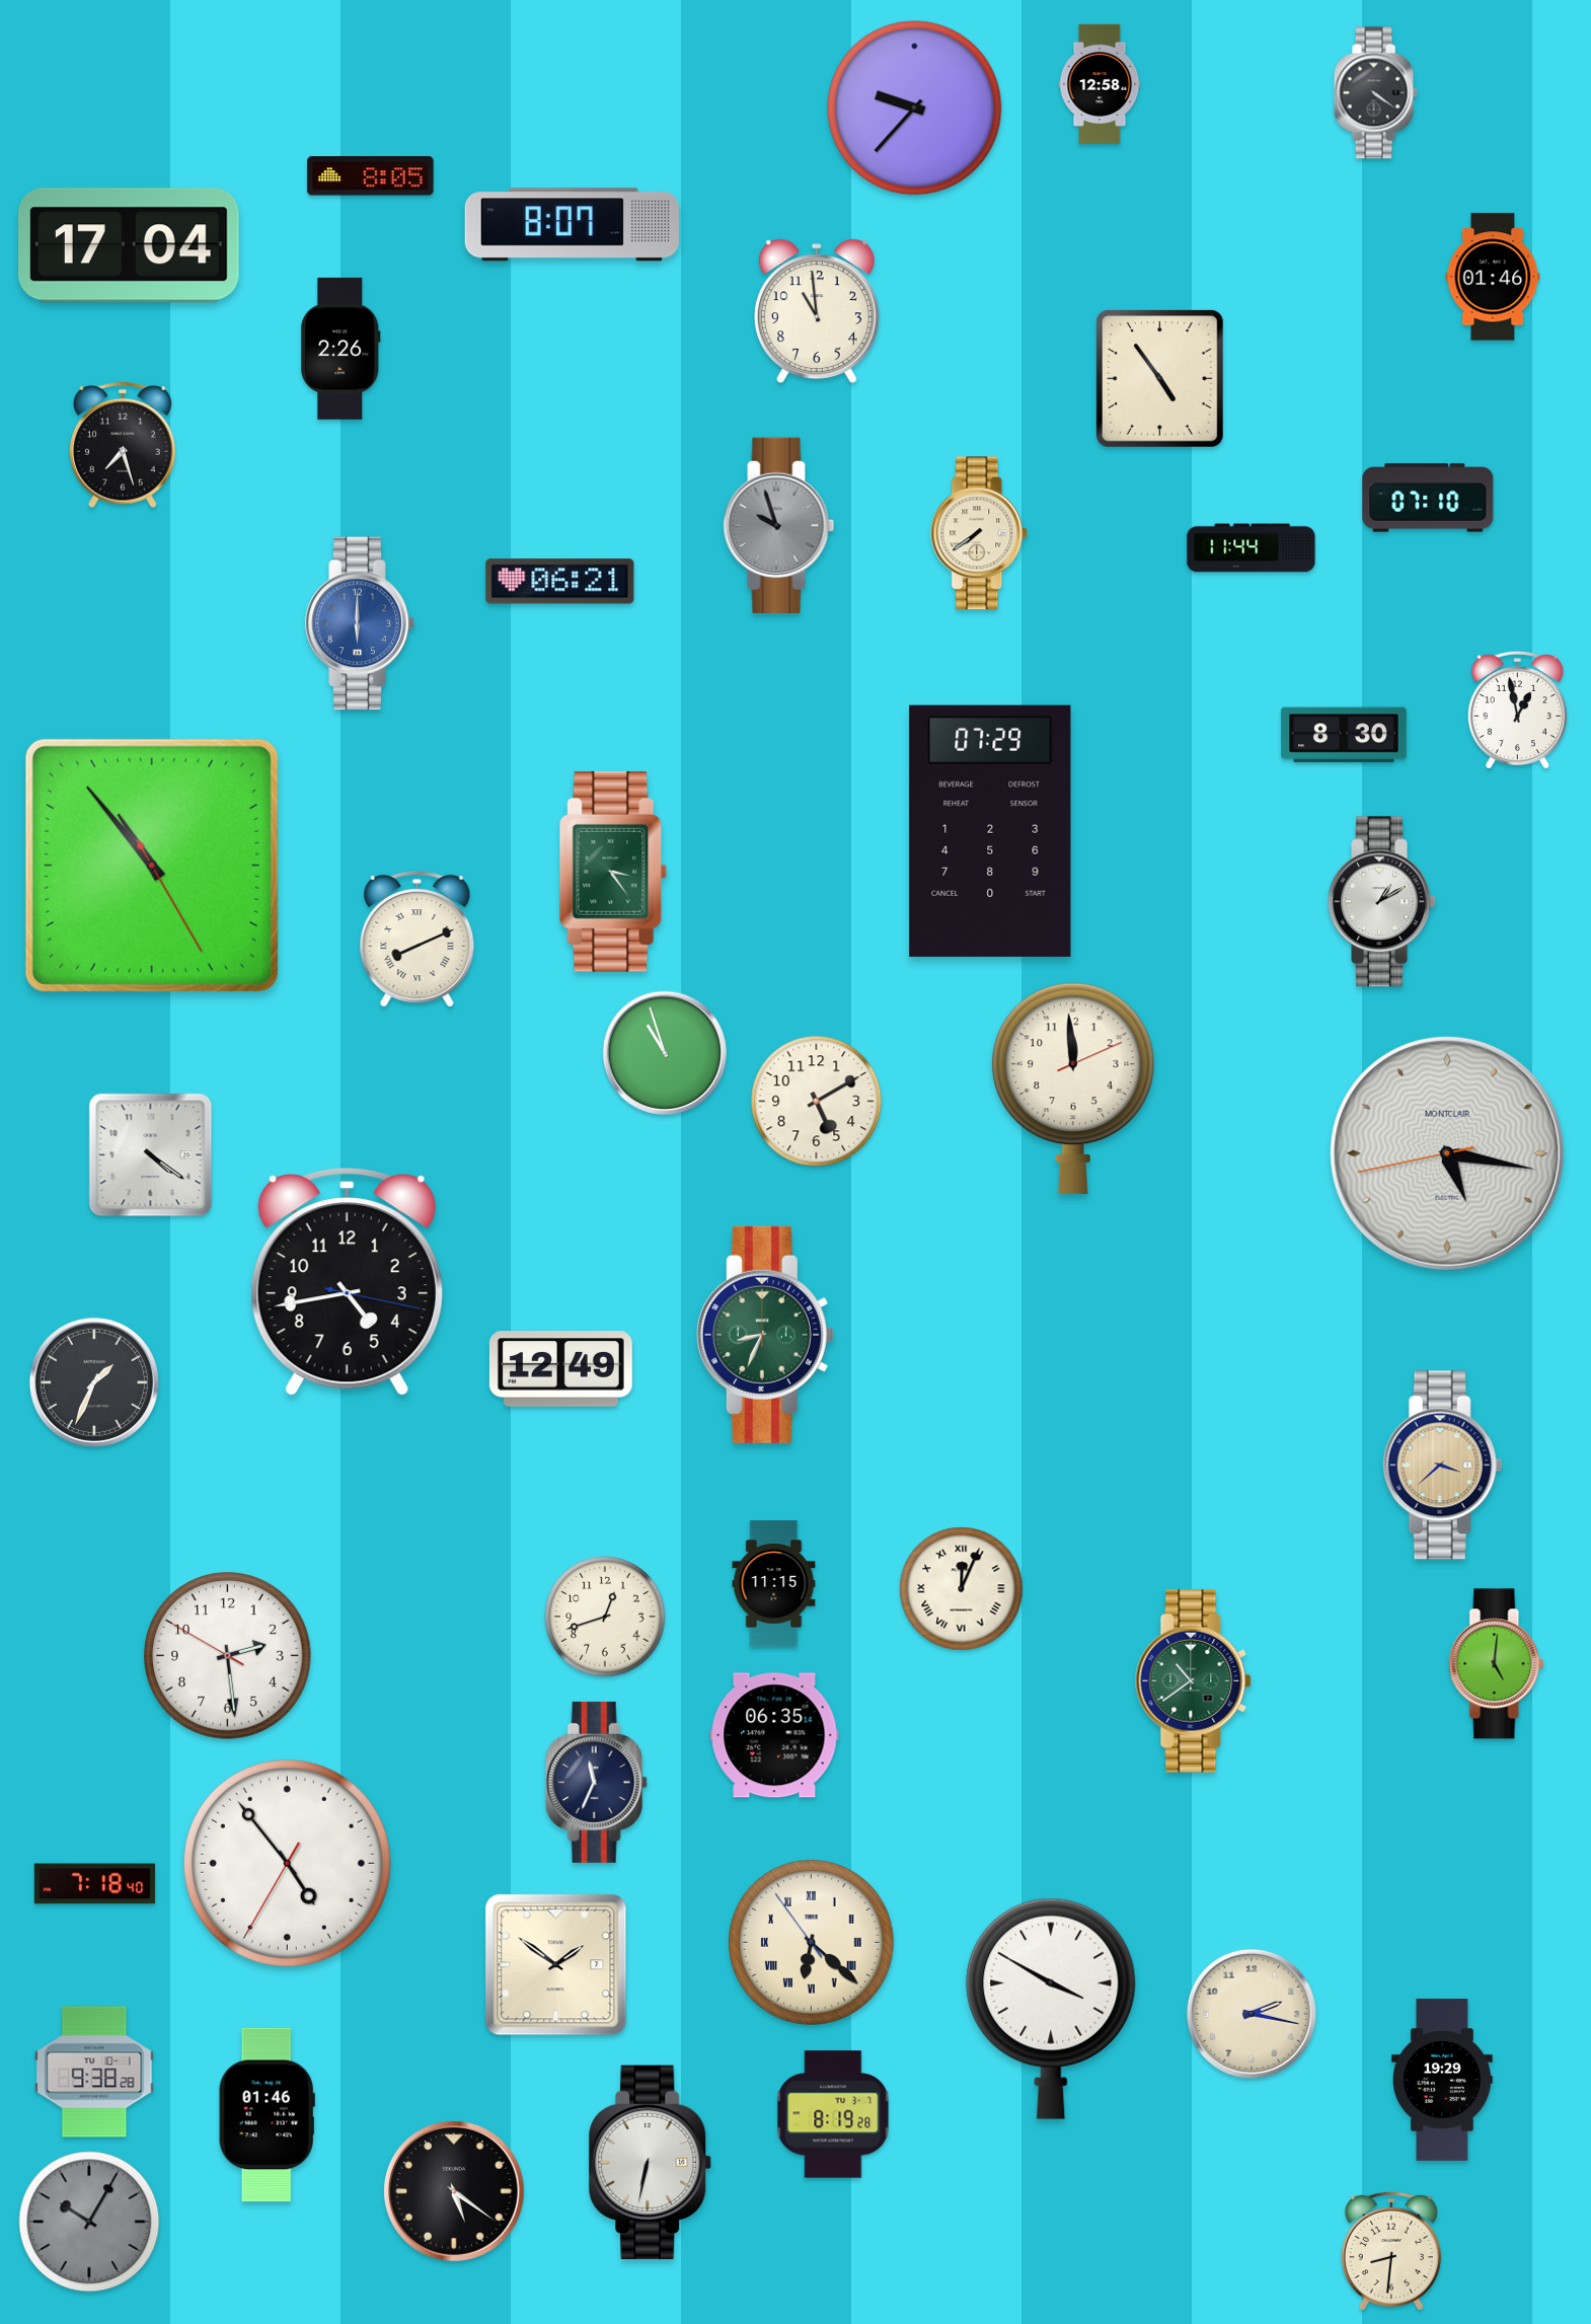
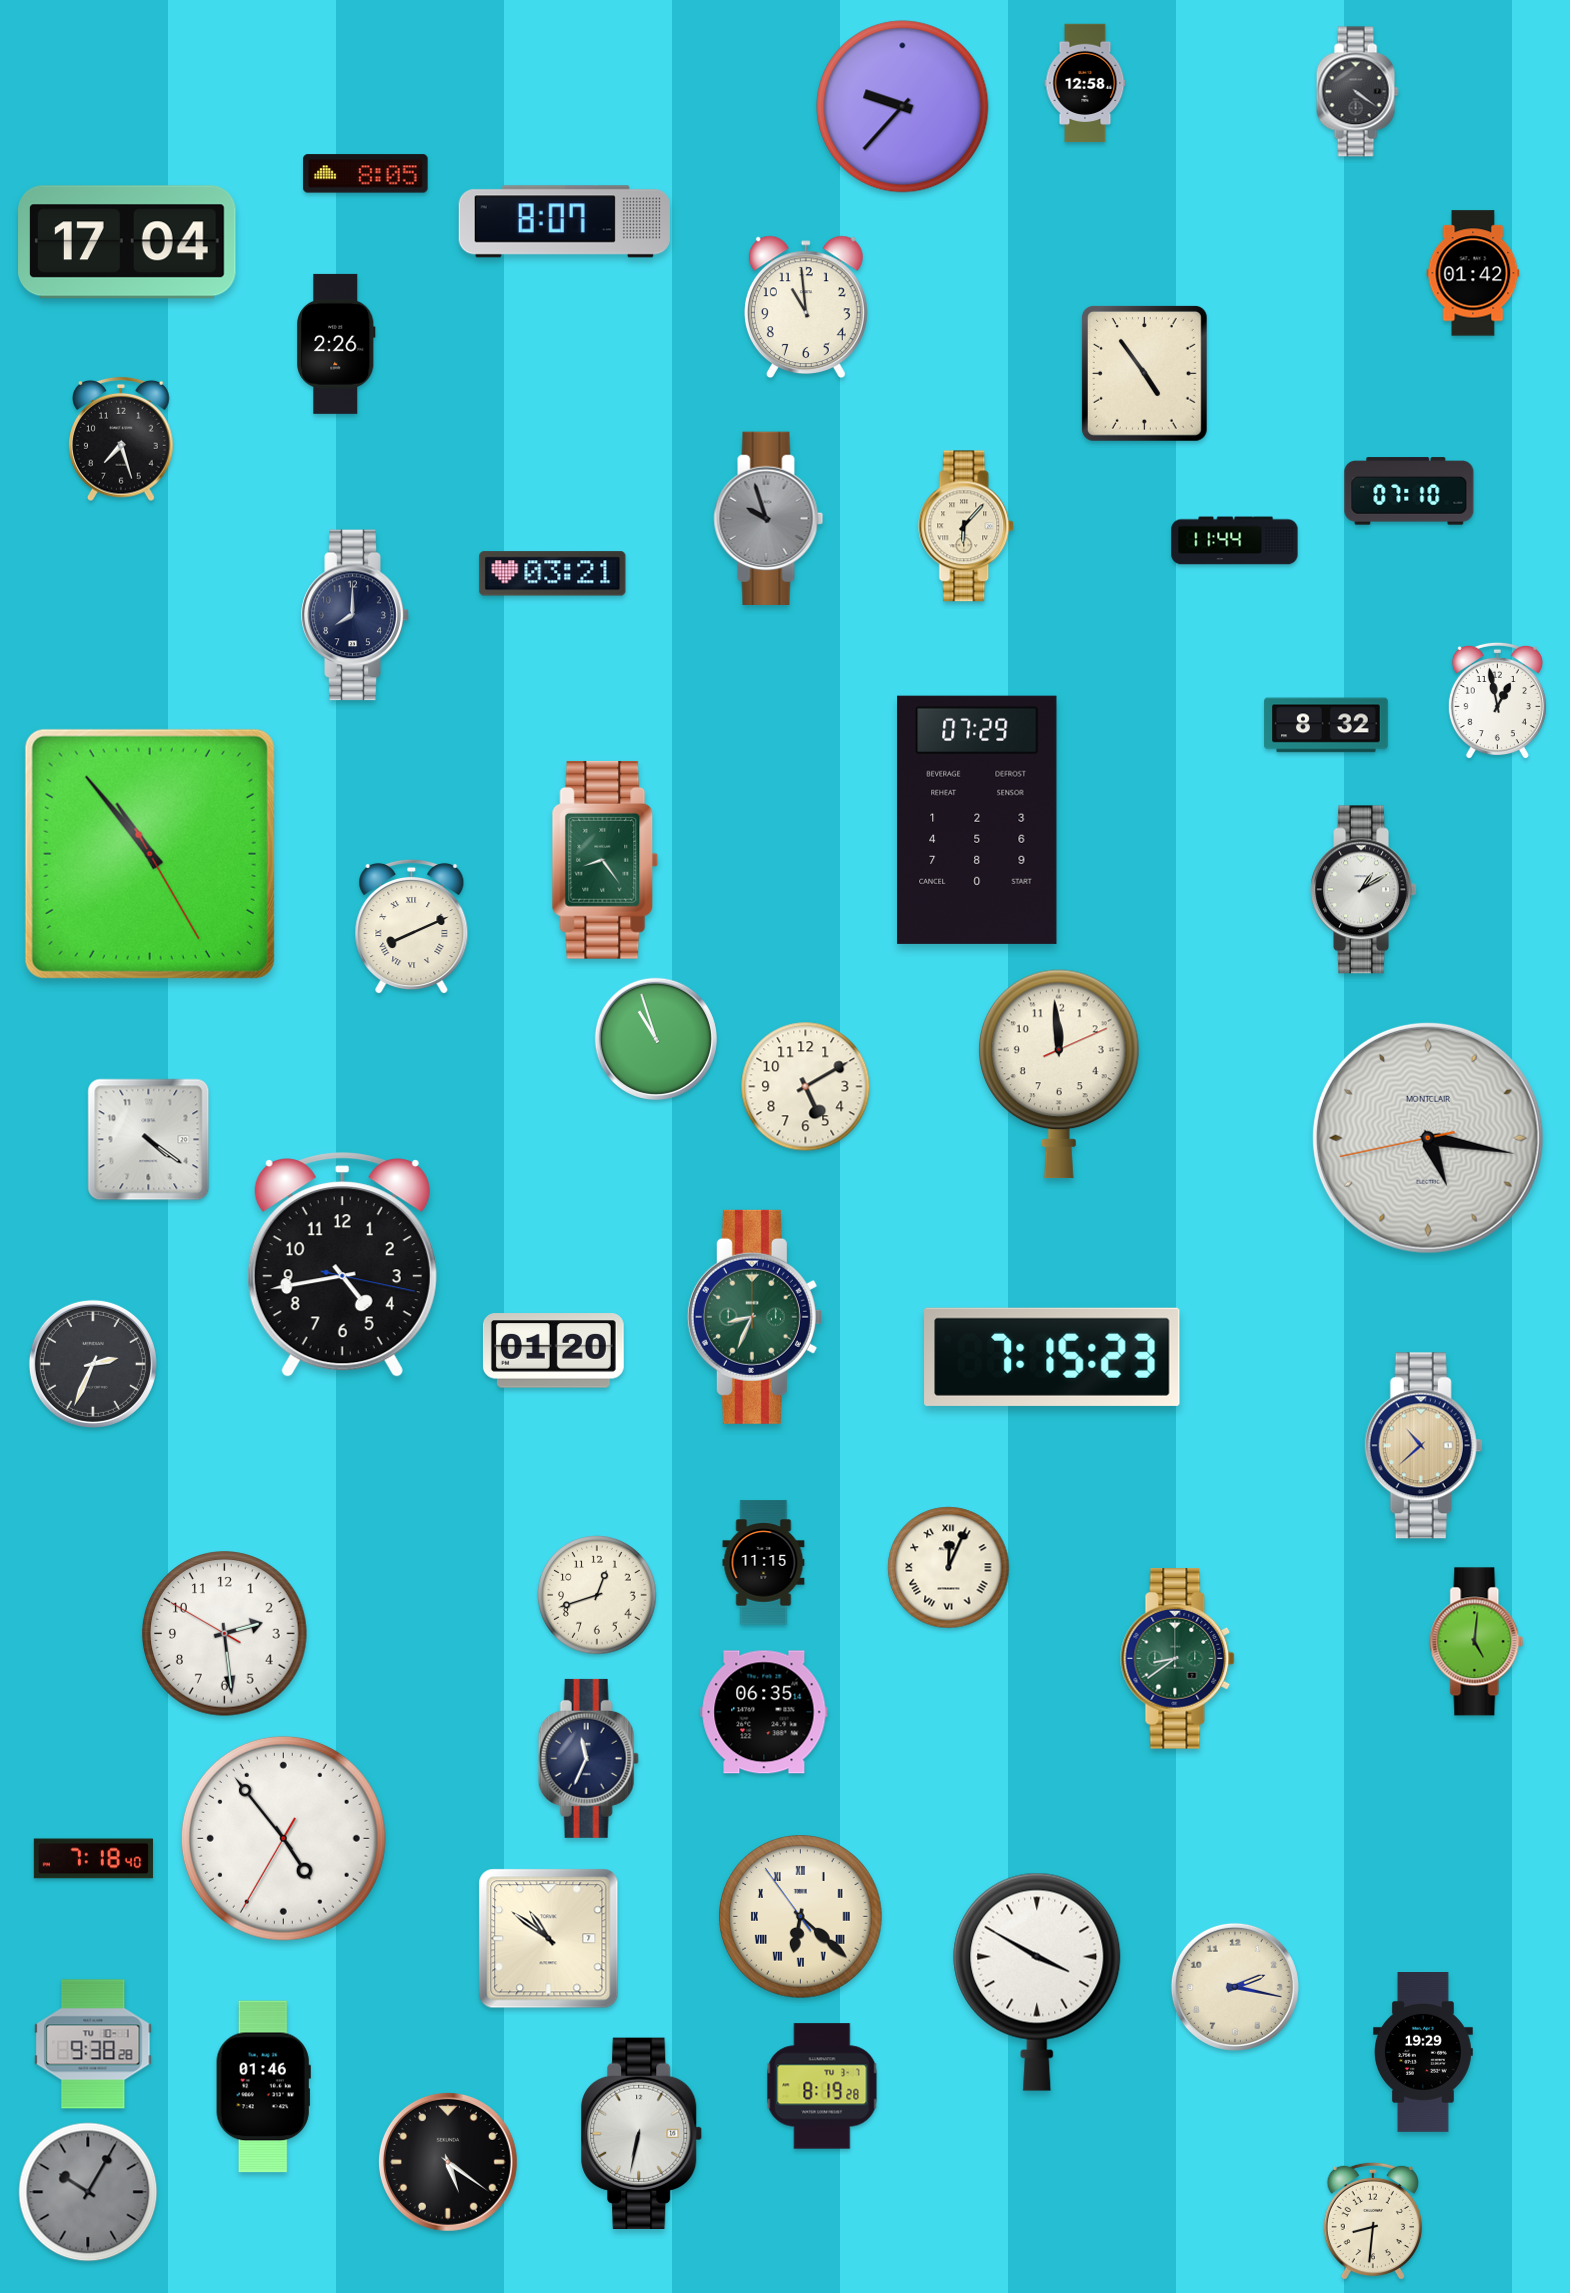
clock at (1493, 277): 01:46 -> 01:42
clock at (980, 533): 7:39 -> 6:07
clock at (560, 582): 06:21 -> 03:21
clock at (360, 623): 6:00 -> 8:00
clock at (360, 623) dial: blue -> navy
clock at (1344, 735): 8:30 -> 8:32
clock at (613, 872): 3:24 -> 8:24
clock at (560, 1369): 12:49 -> 01:20
clock at (1052, 1357): none -> 7:15
clock at (94, 1382): 1:34 -> 2:34
clock at (1443, 1466): 3:38 -> 10:38
clock at (1194, 1681): 10:39 -> 8:39
clock at (556, 1965): 1:51 -> 10:51
